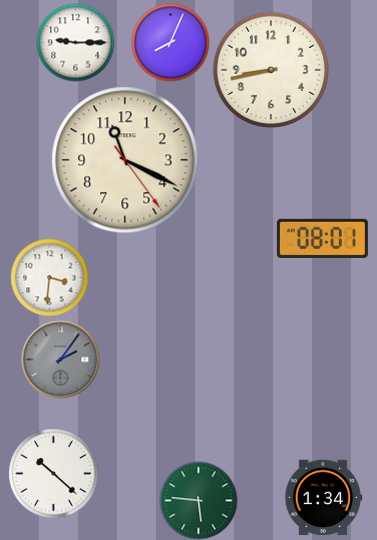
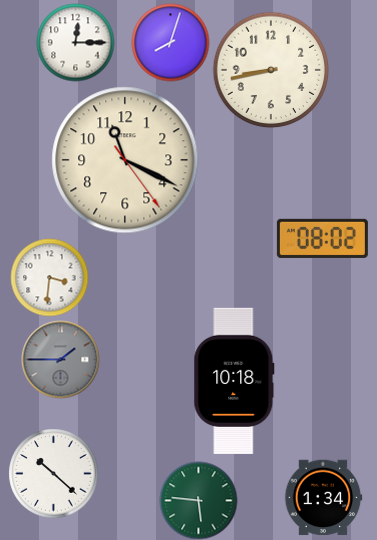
clock at (75, 42): 9:15 -> 12:15
clock at (170, 42): 8:04 -> 8:03
clock at (322, 238): 08:01 -> 08:02
clock at (60, 359): 2:06 -> 1:45
clock at (234, 381): none -> 10:18
